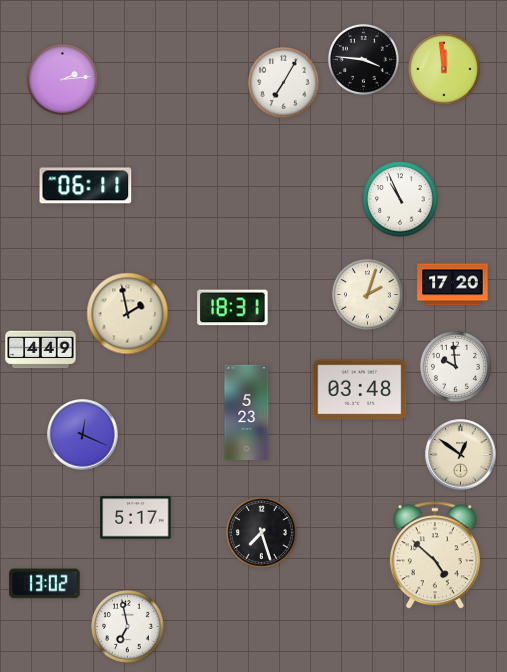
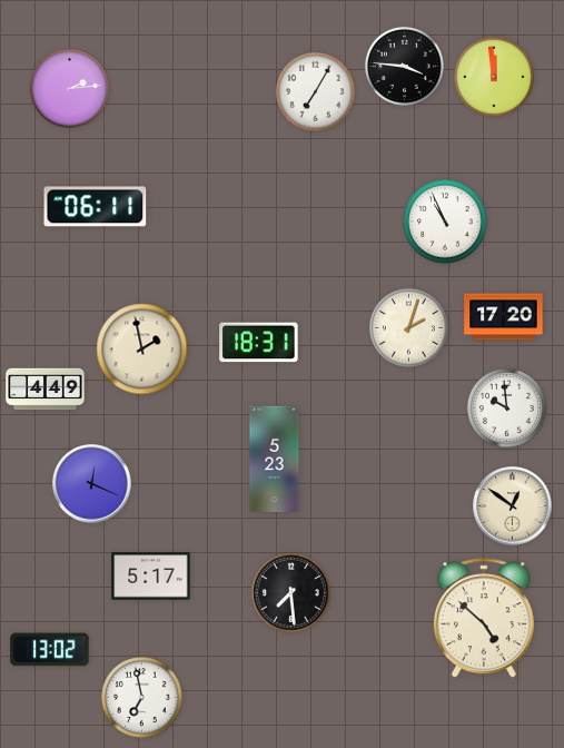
clock at (360, 390): 03:48 -> none
clock at (261, 532): 7:27 -> 7:29
